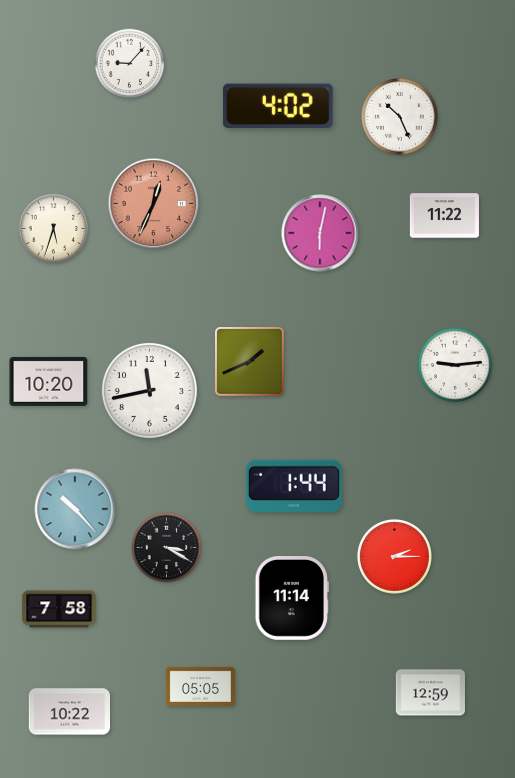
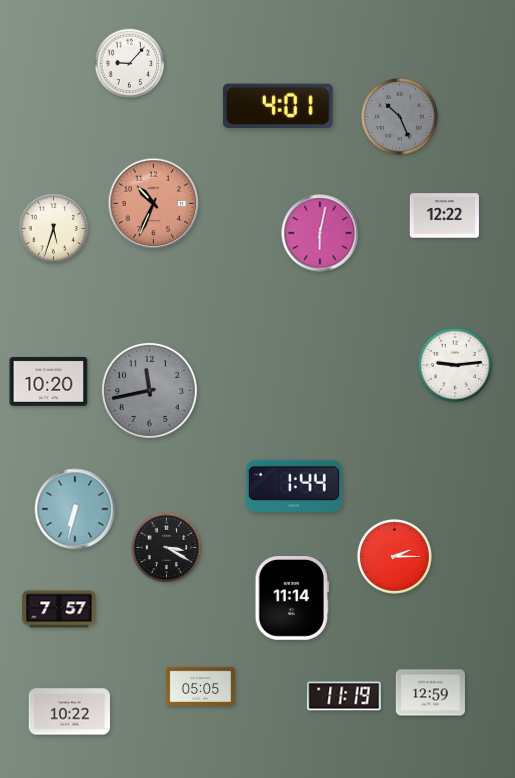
clock at (278, 106): 4:02 -> 4:01
clock at (400, 117) dial: white -> grey
clock at (154, 204): 12:34 -> 10:34
clock at (444, 216): 11:22 -> 12:22
clock at (250, 362): 1:41 -> none
clock at (149, 390) dial: white -> grey
clock at (75, 509): 10:23 -> 6:32
clock at (59, 609): 7:58 -> 7:57
clock at (344, 696): none -> 11:19
